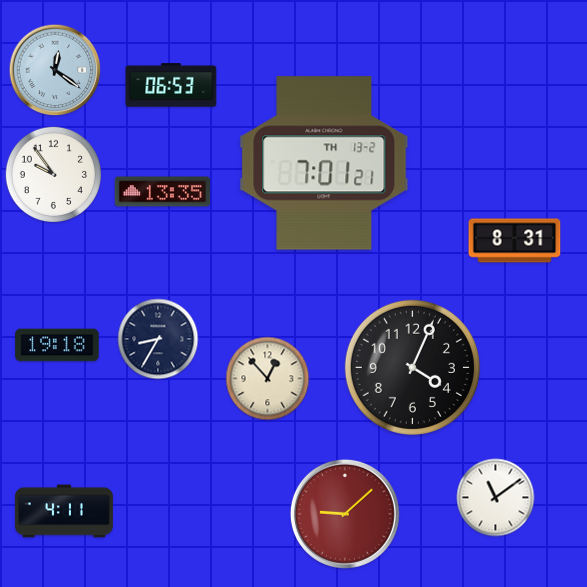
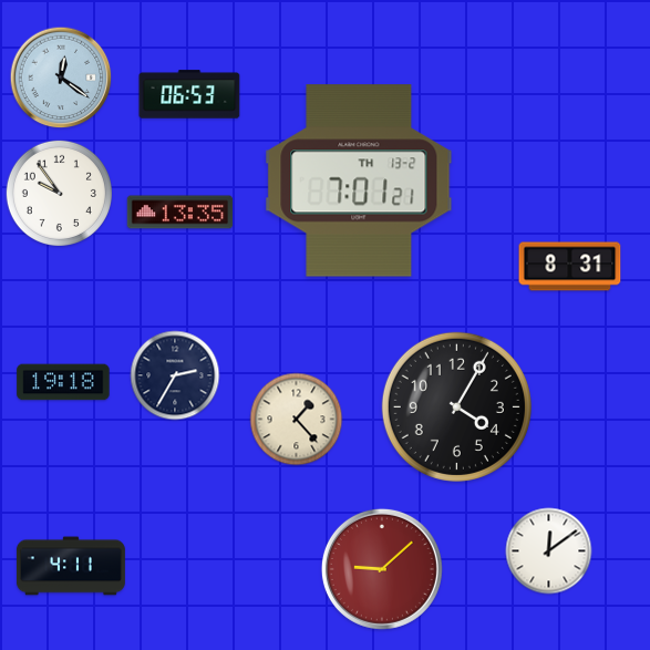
clock at (158, 339): 8:35 -> 2:35
clock at (412, 367): 4:04 -> 4:05
clock at (268, 379): 12:53 -> 1:23
clock at (496, 498): 11:09 -> 12:09
